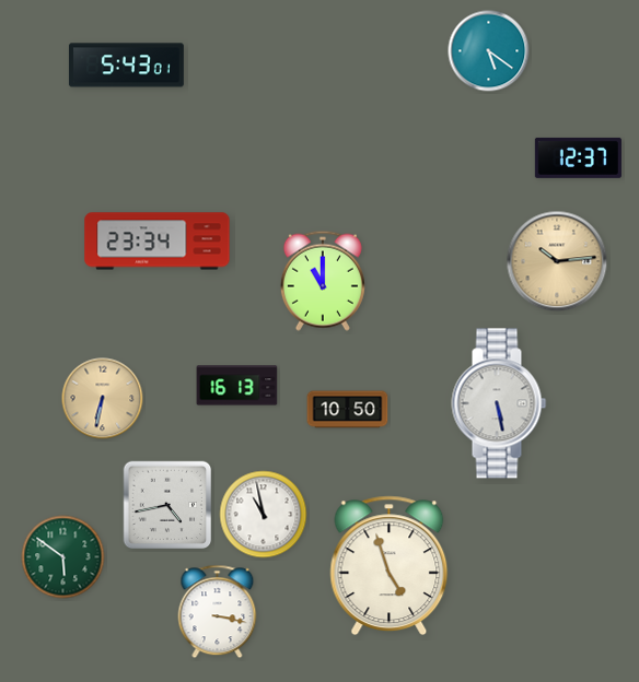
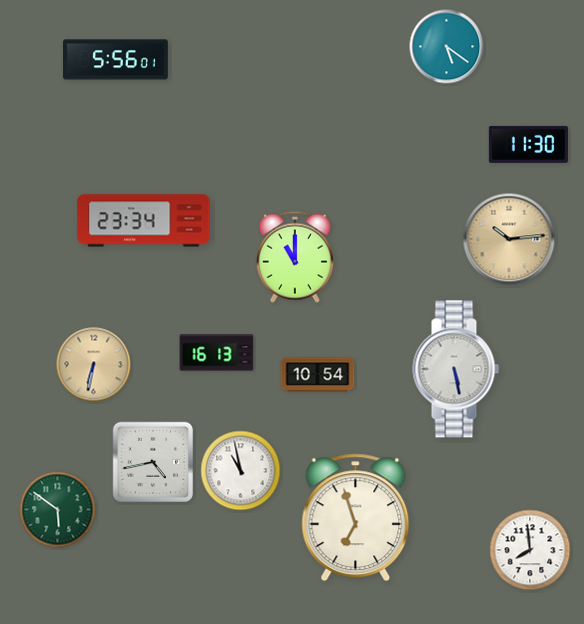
clock at (126, 66): 5:43 -> 5:56
clock at (578, 157): 12:37 -> 11:30
clock at (348, 410): 10:50 -> 10:54
clock at (390, 566): 4:57 -> 6:57
clock at (530, 550): none -> 7:59
clock at (218, 612): 3:17 -> none
